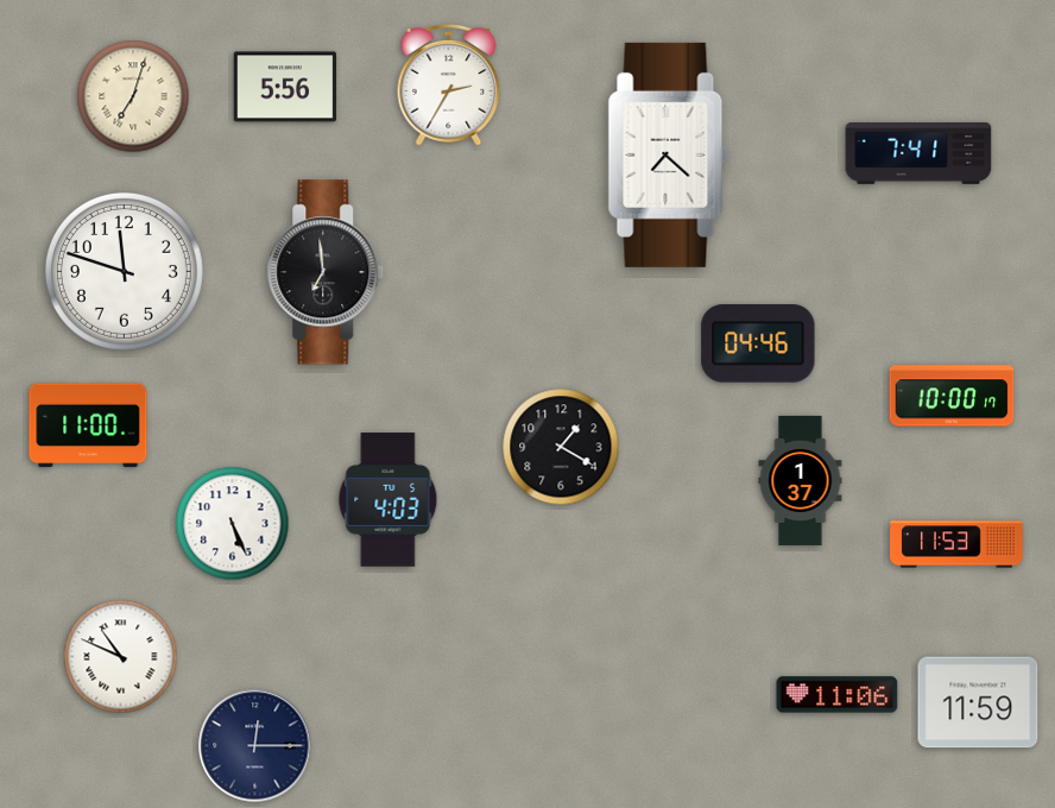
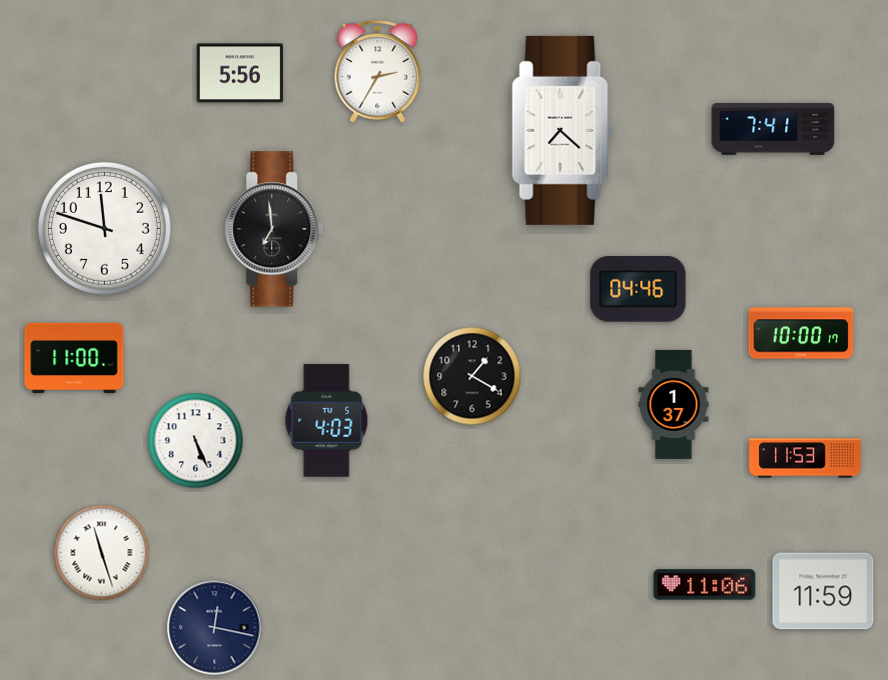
clock at (133, 96): 7:03 -> none
clock at (121, 657): 10:49 -> 11:27
clock at (255, 746): 12:15 -> 12:17
